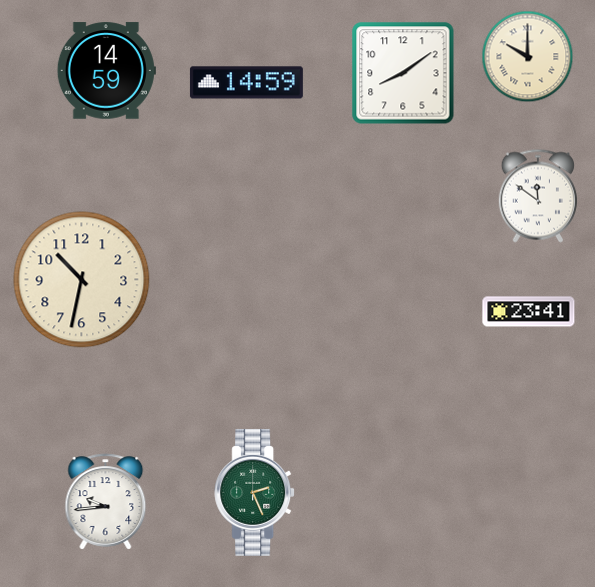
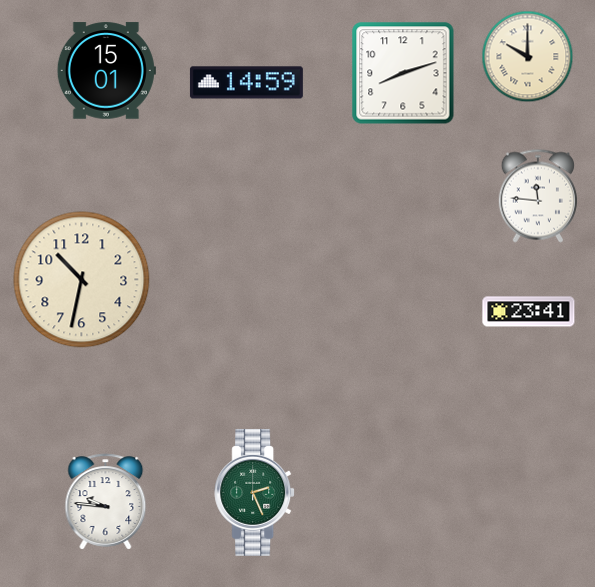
clock at (106, 71): 14:59 -> 15:01
clock at (403, 73): 8:09 -> 8:12
clock at (537, 196): 11:51 -> 11:46
clock at (106, 502): 9:44 -> 9:46
